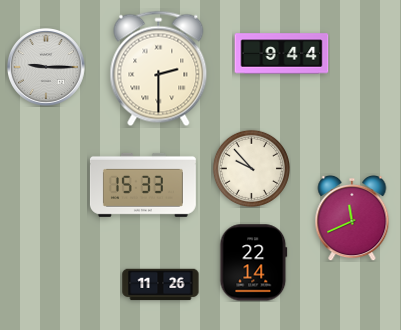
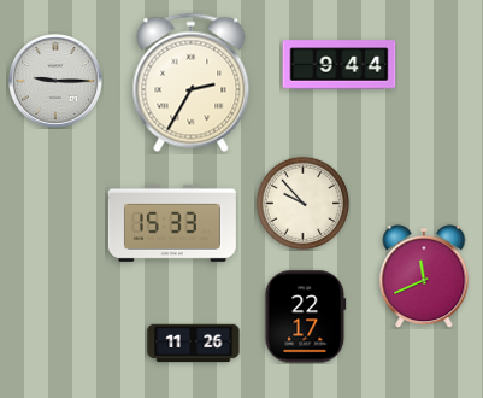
clock at (159, 69): 2:30 -> 2:35
clock at (352, 218) position: (352, 218) -> (424, 276)
clock at (254, 263): 22:14 -> 22:17
